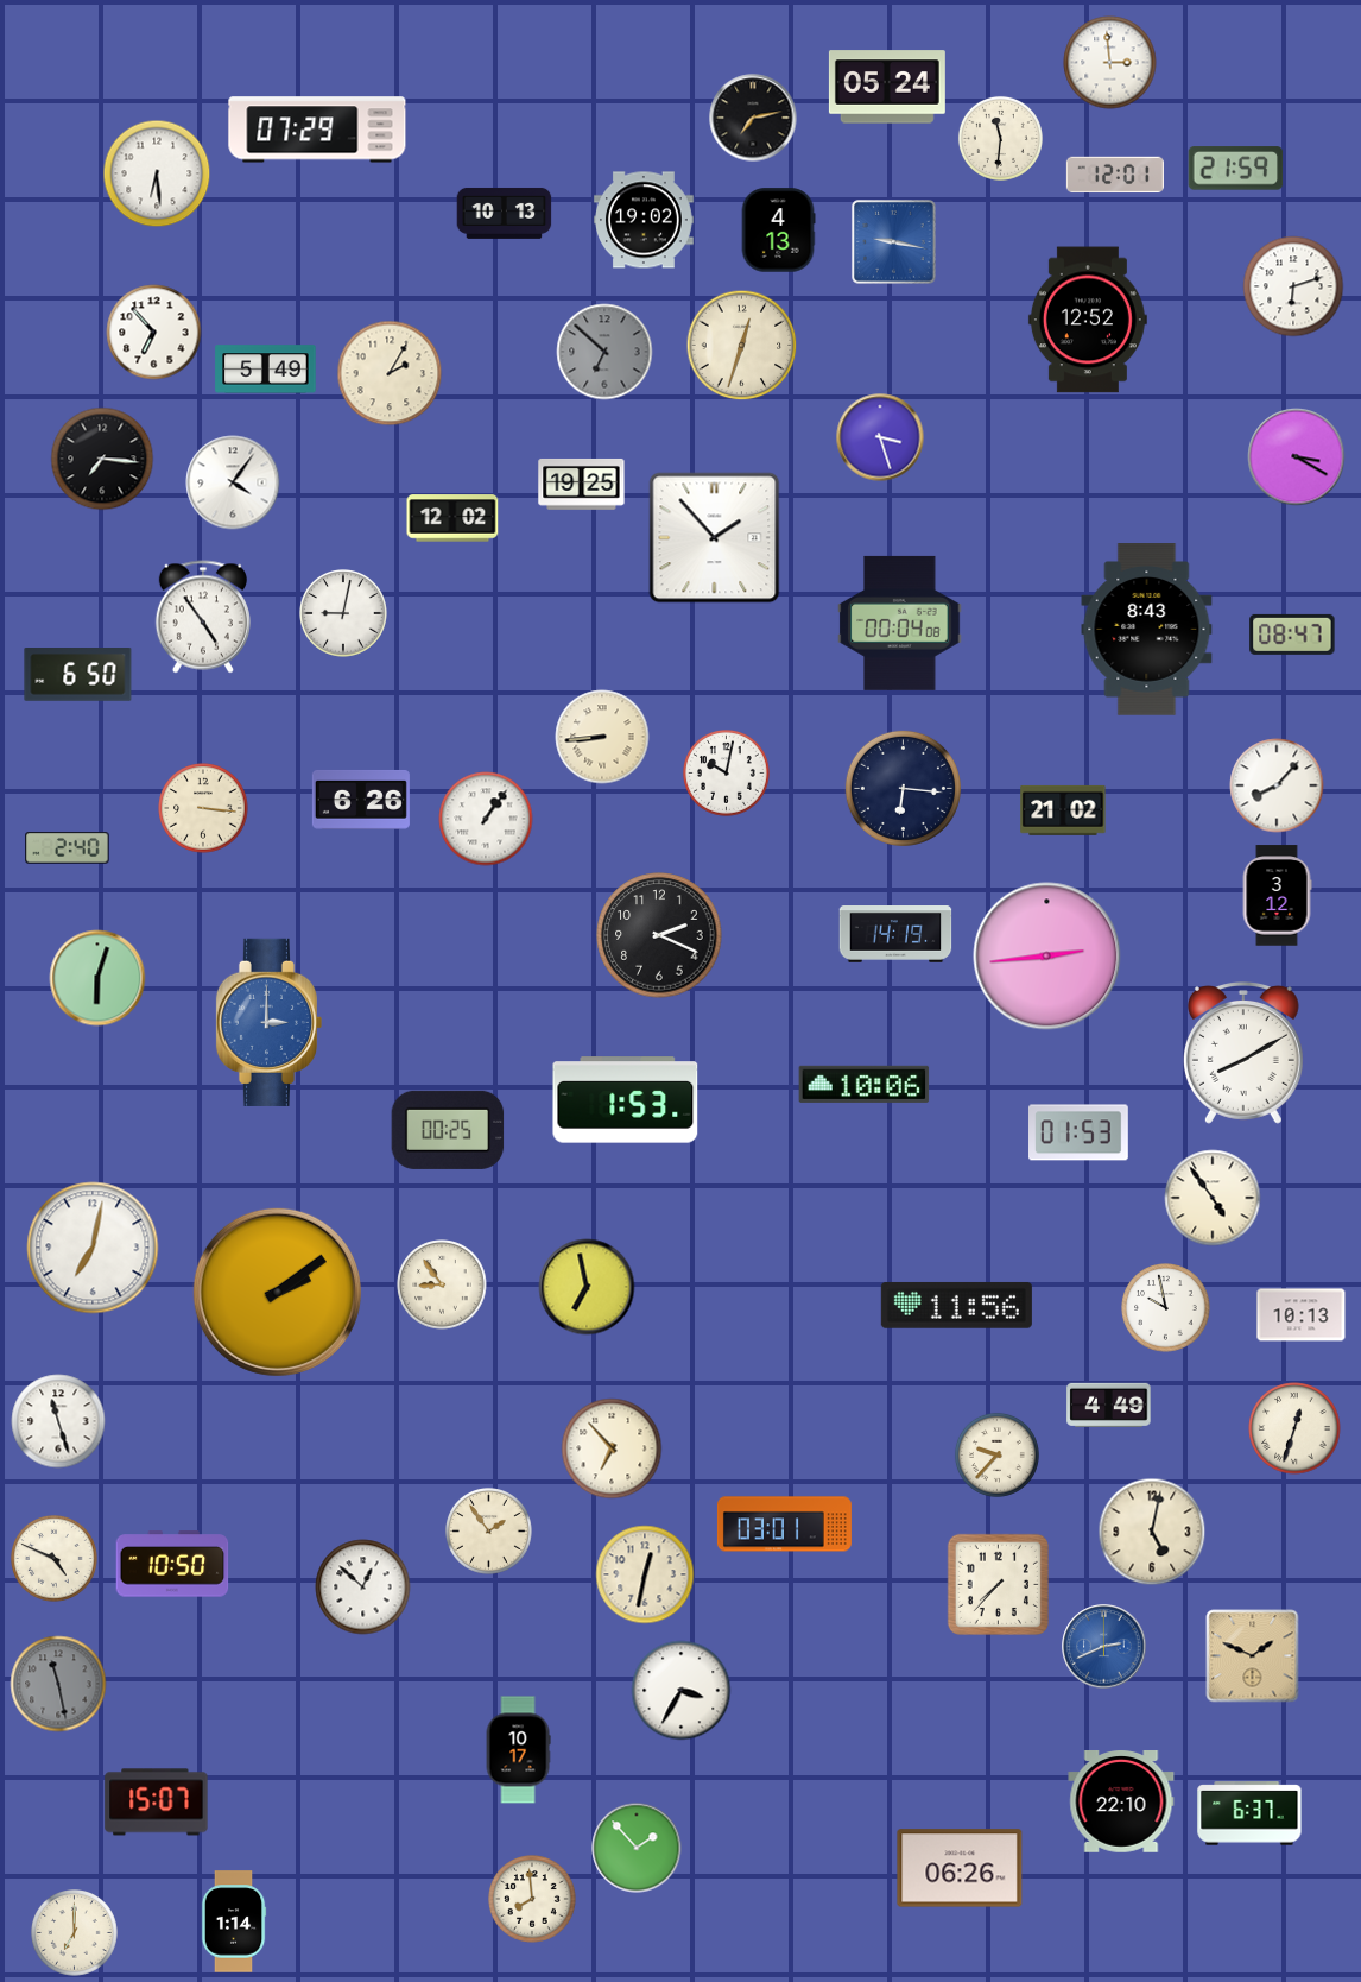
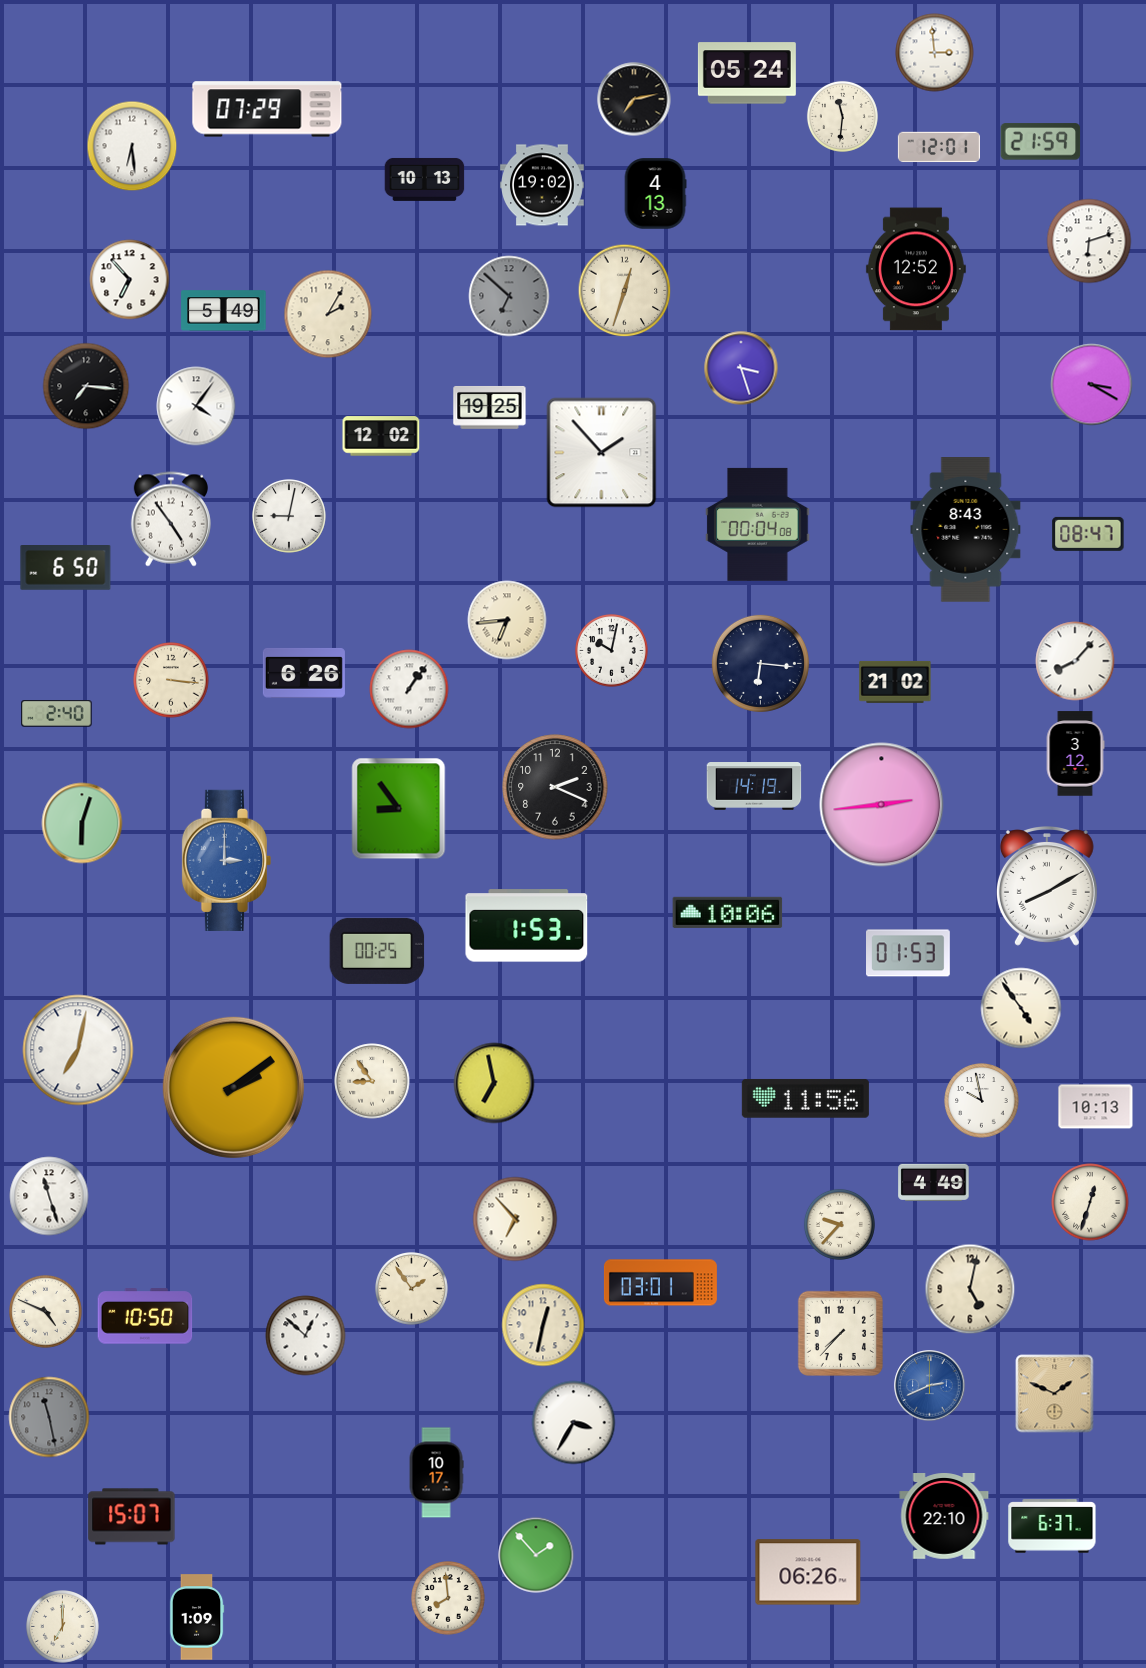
clock at (894, 242): 9:17 -> none
clock at (602, 737): 8:44 -> 6:44
clock at (399, 809): none -> 8:54
clock at (234, 1921): 1:14 -> 1:09
